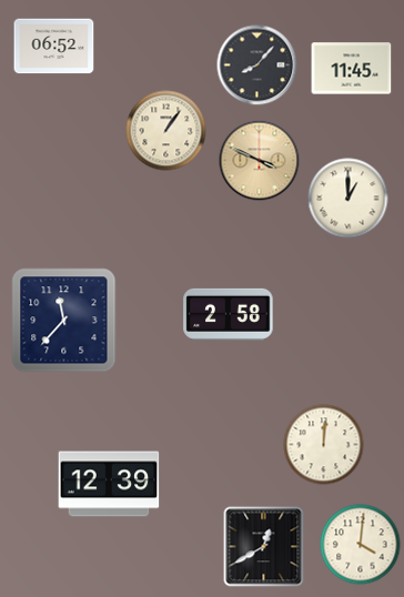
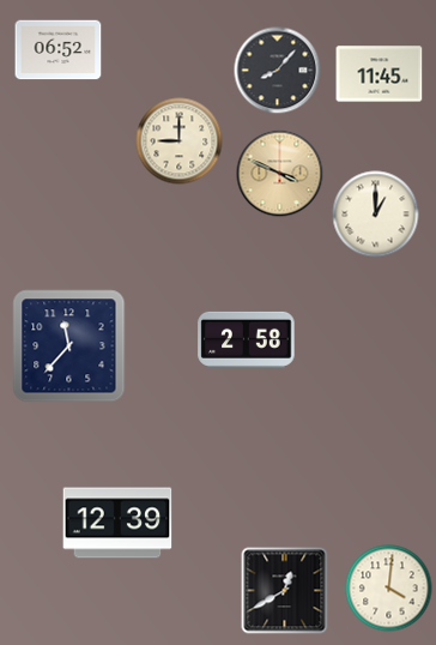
clock at (166, 131): 1:06 -> 9:00
clock at (324, 445): 12:01 -> none
